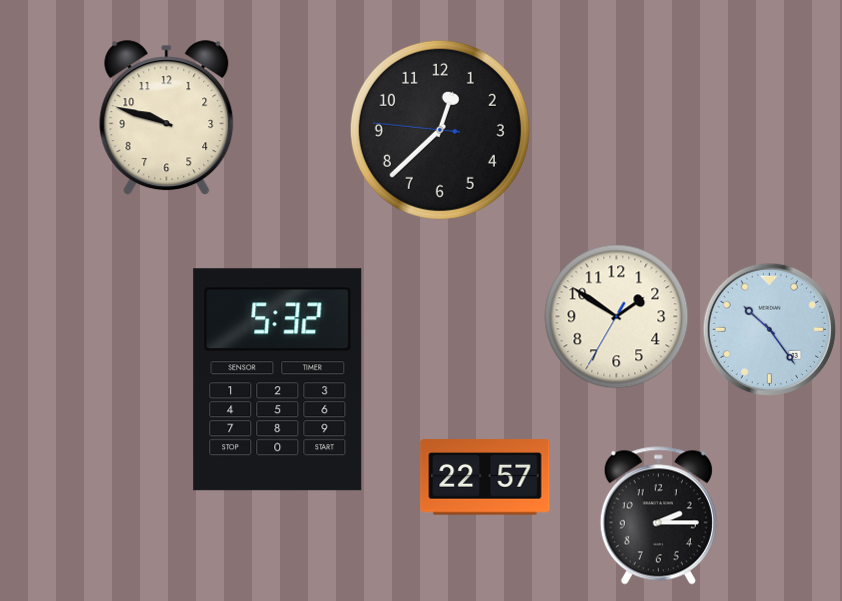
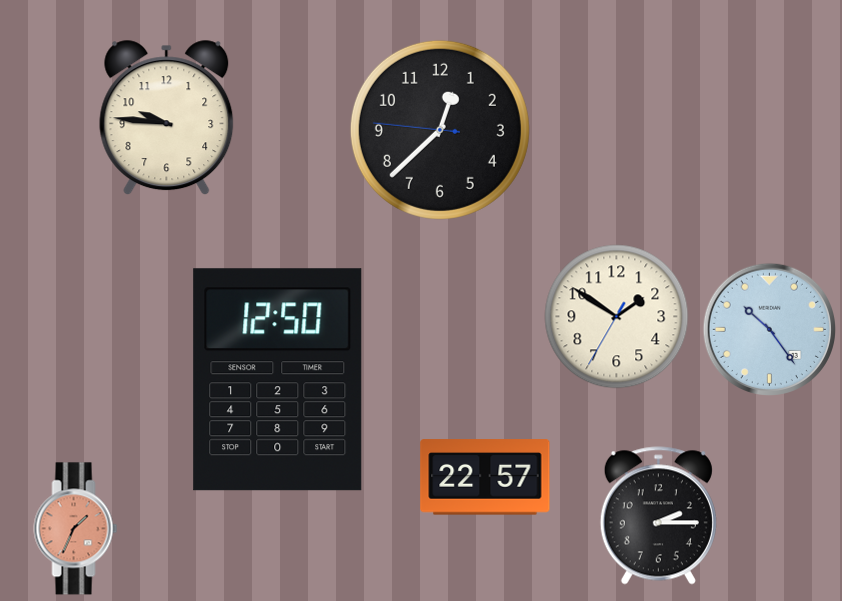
clock at (167, 118): 9:48 -> 9:46
clock at (278, 380): 5:32 -> 12:50
clock at (76, 529): none -> 1:34
